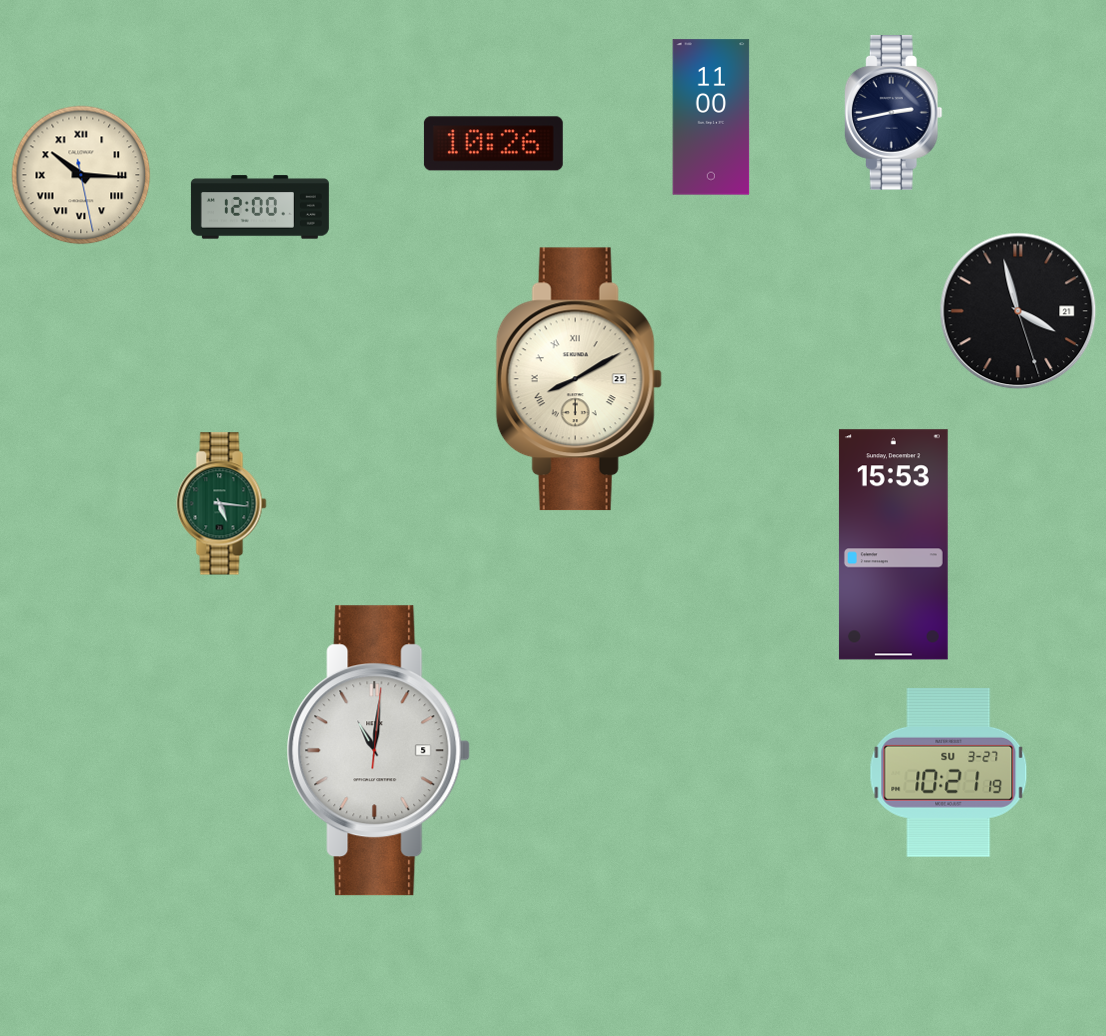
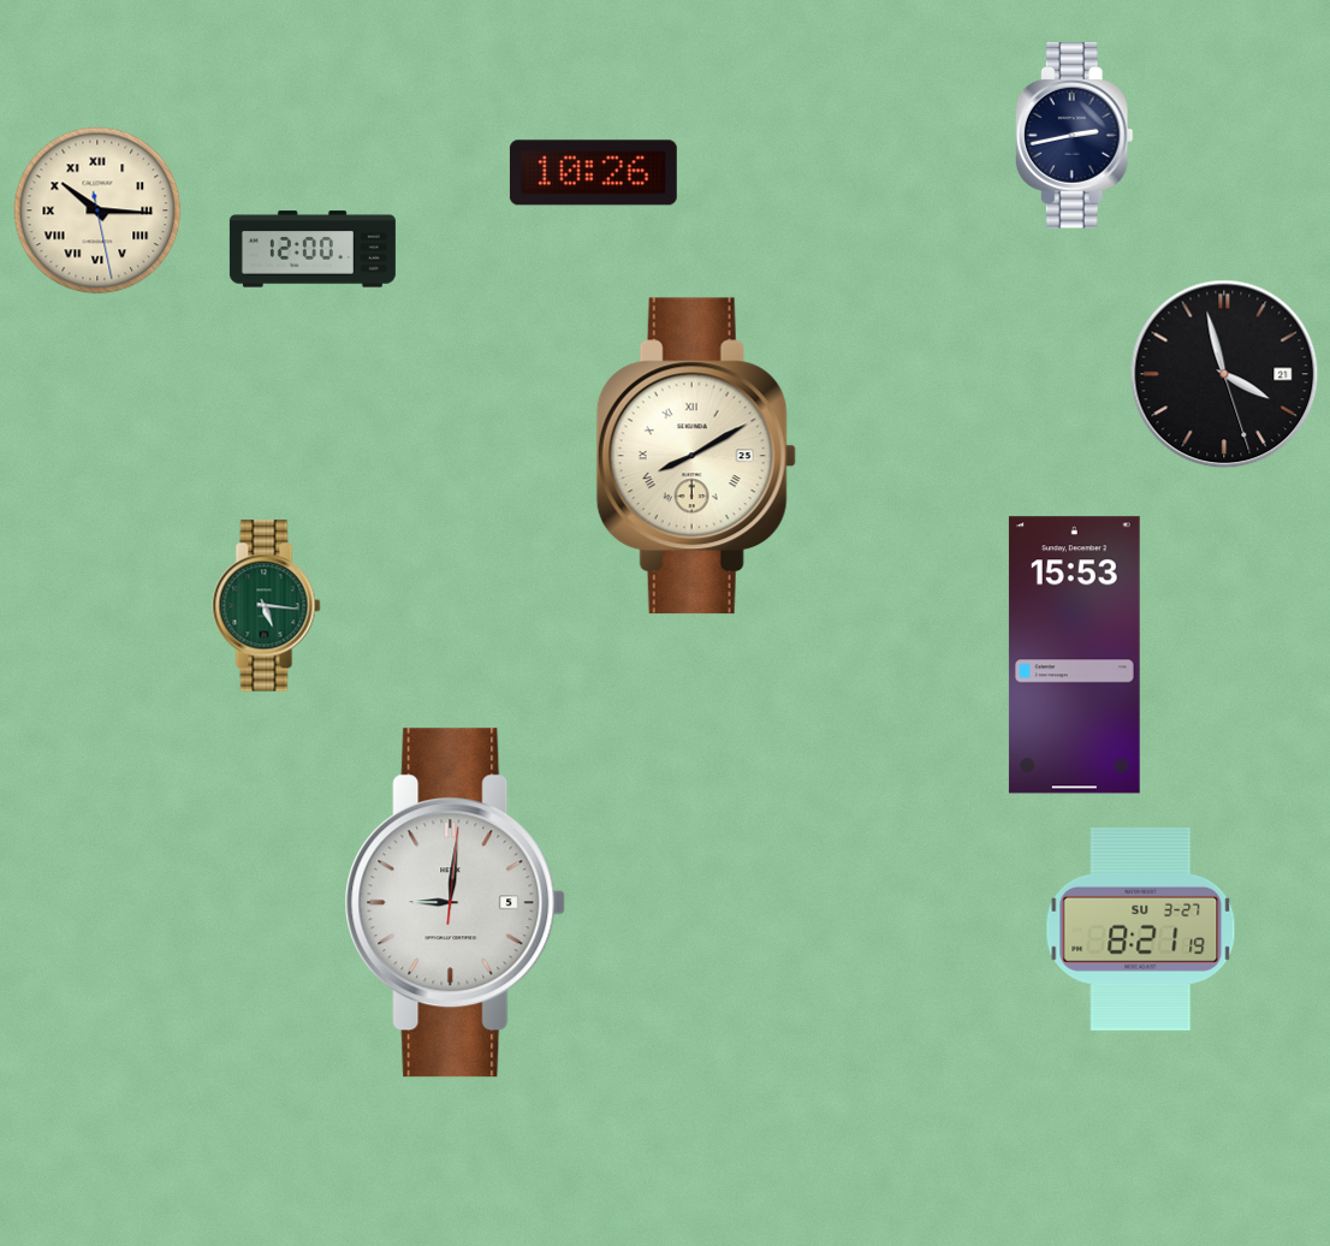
clock at (711, 117): 11:00 -> none
clock at (379, 751): 11:01 -> 9:01
clock at (949, 772): 10:21 -> 8:21
